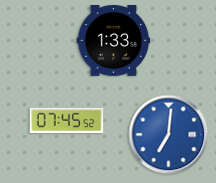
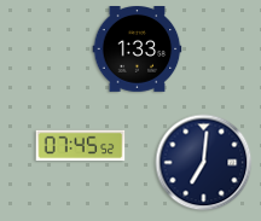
clock at (169, 135) dial: blue -> navy
